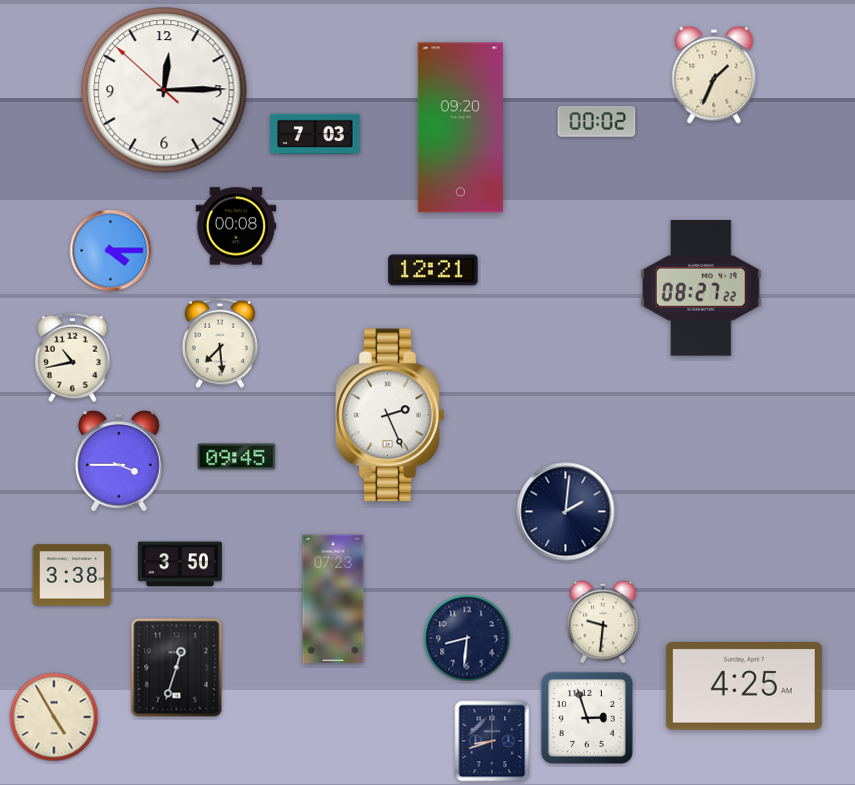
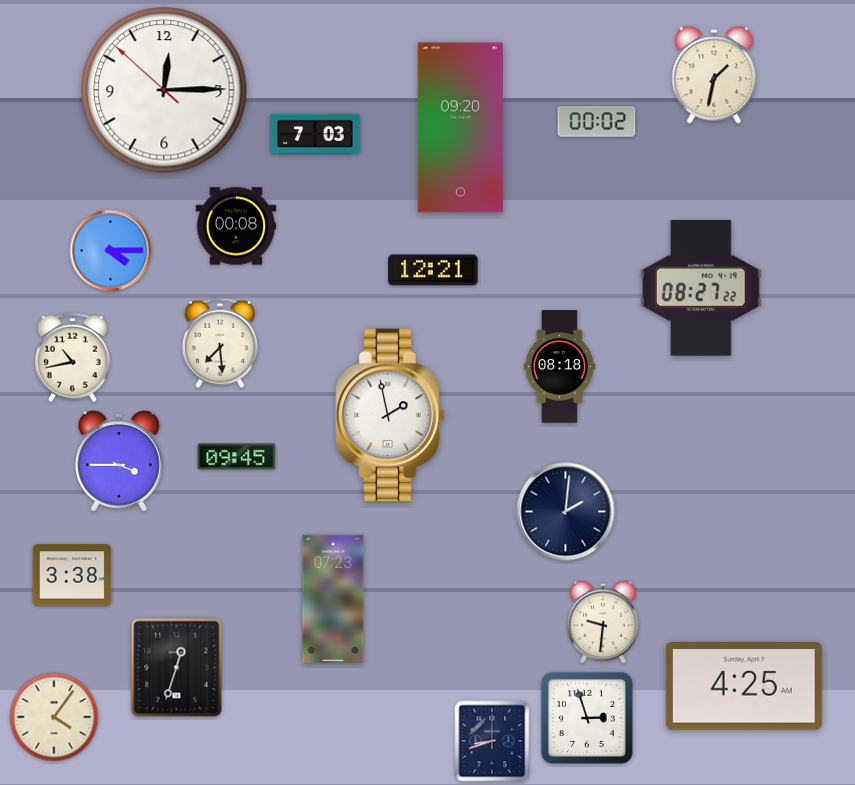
clock at (714, 75): 1:34 -> 1:32
clock at (559, 367): none -> 08:18
clock at (390, 415): 2:26 -> 1:58
clock at (180, 564): 3:50 -> none
clock at (467, 638): 8:31 -> none
clock at (54, 717): 4:55 -> 4:06
